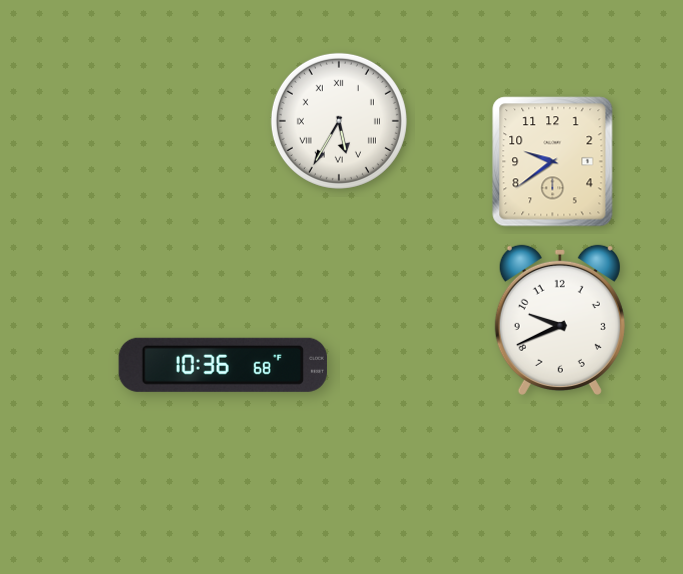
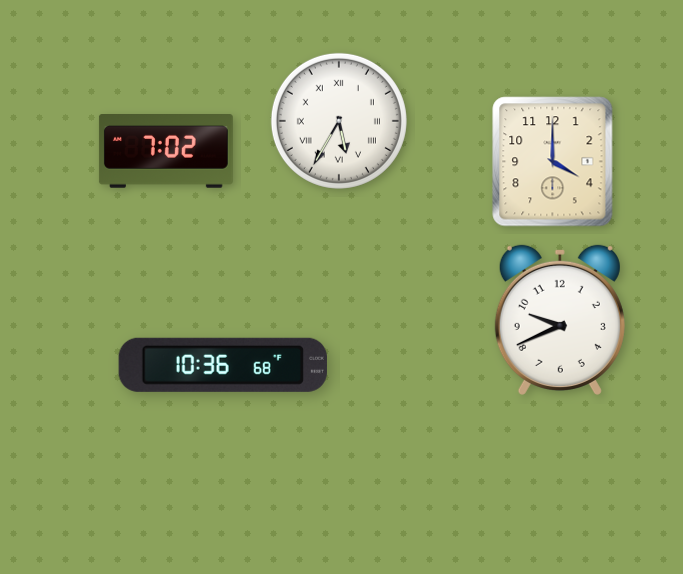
clock at (166, 152): none -> 7:02
clock at (553, 162): 9:39 -> 4:00
